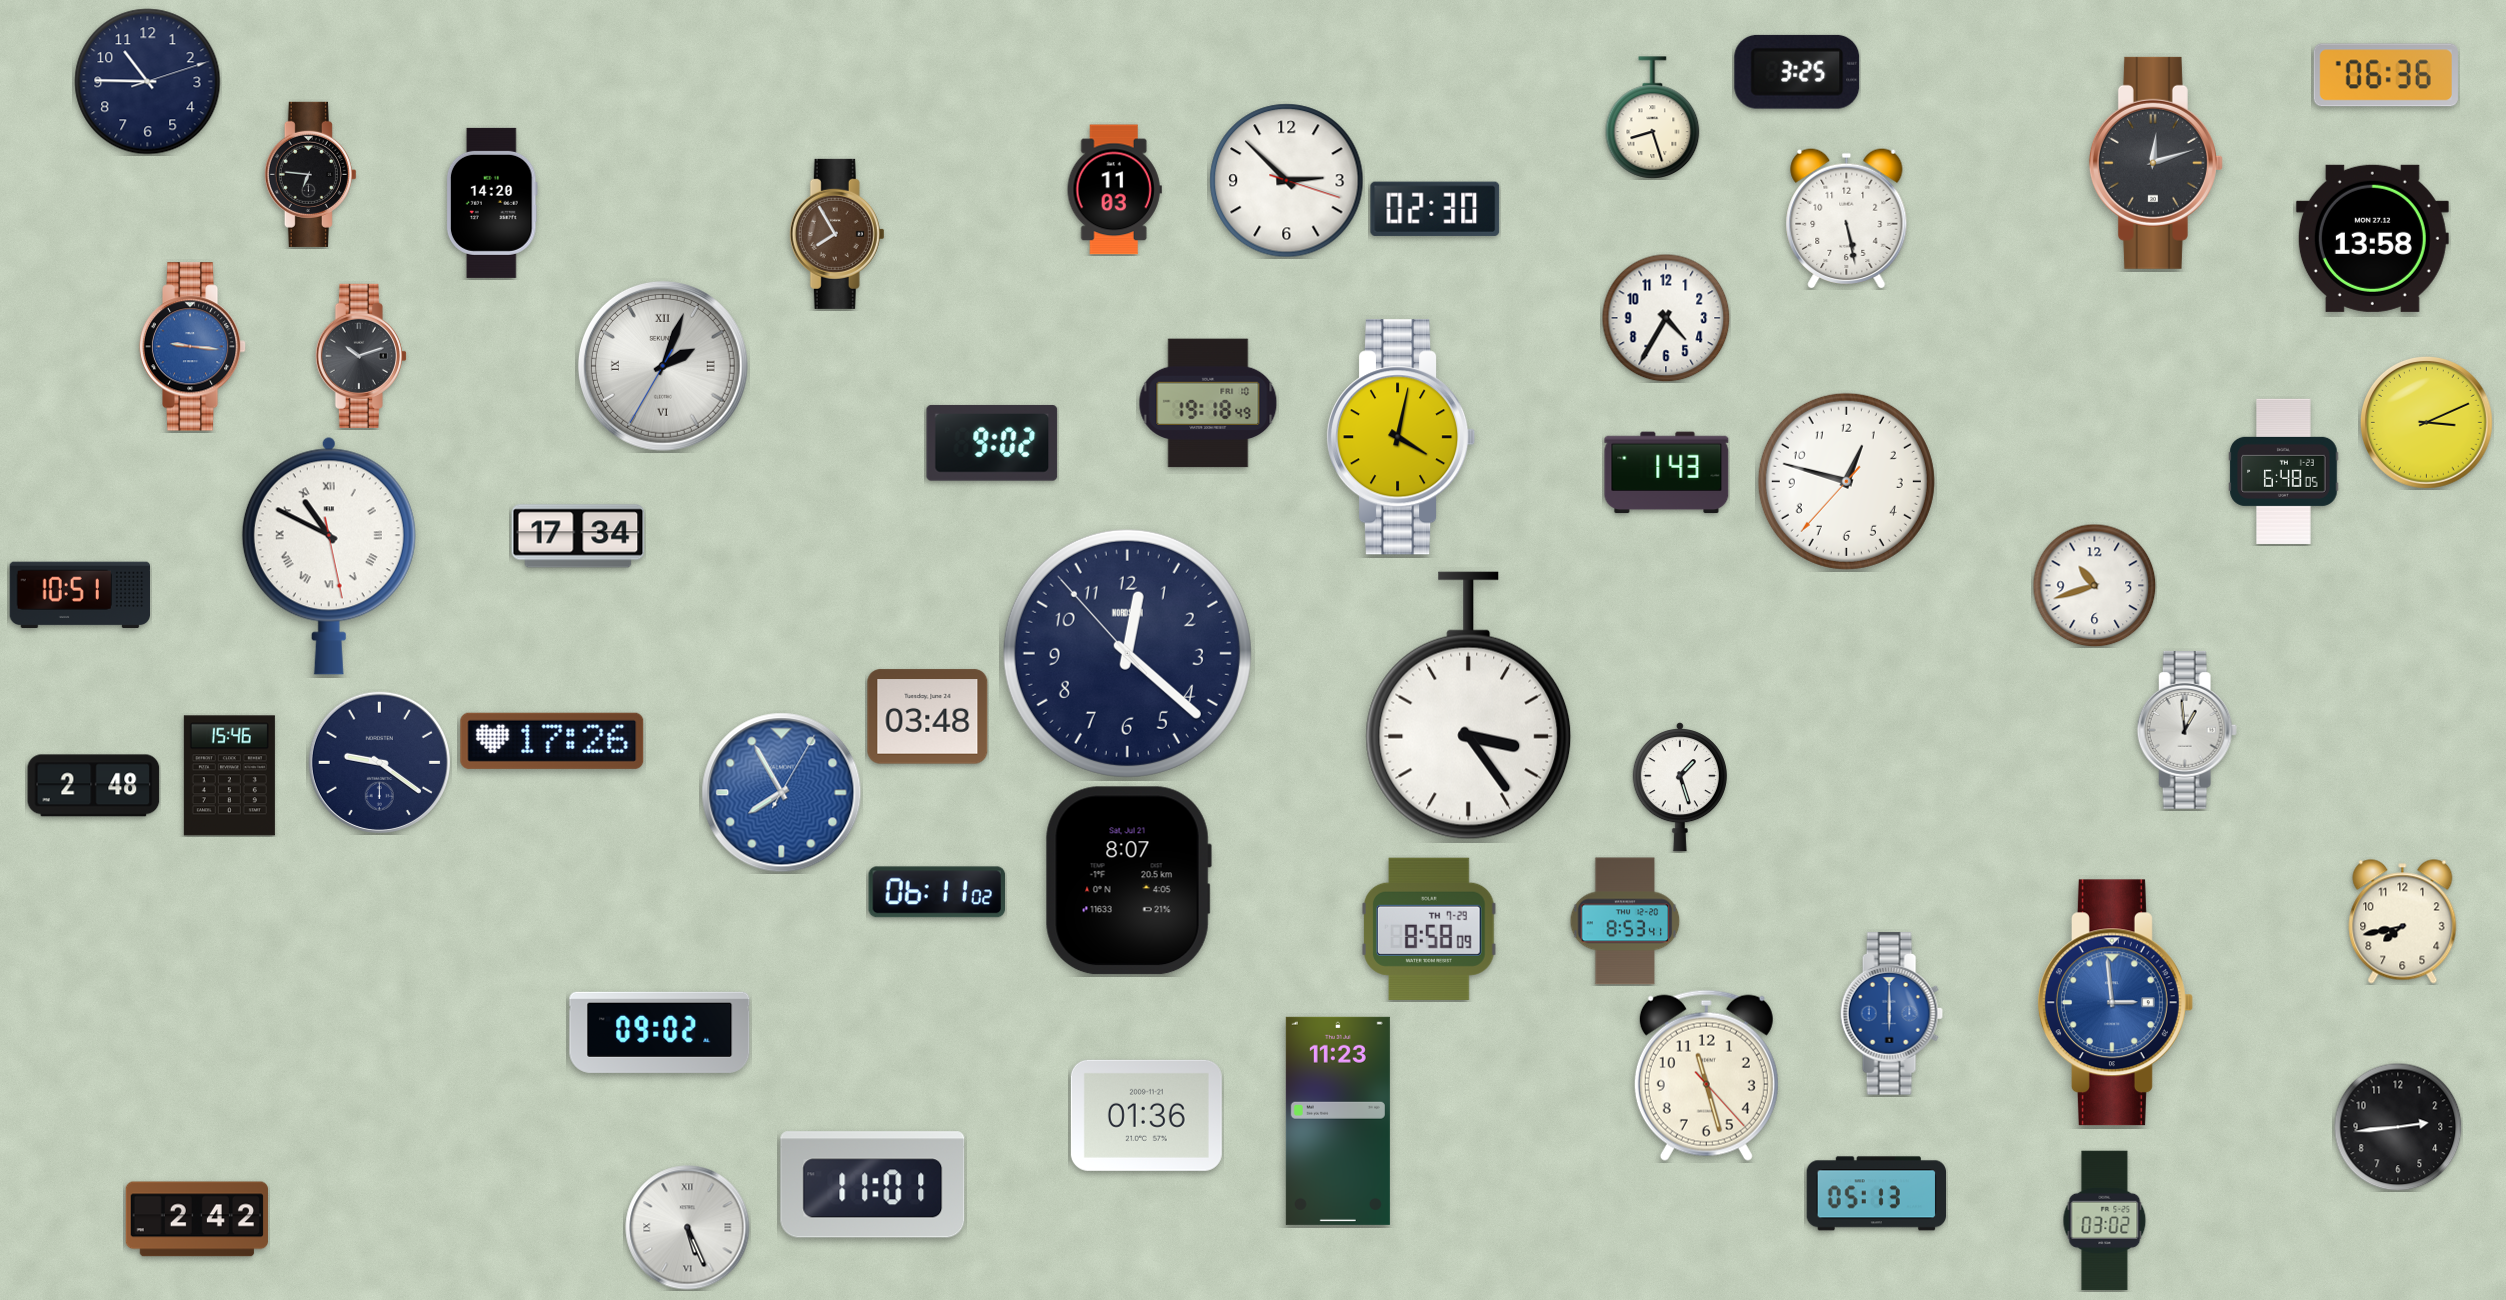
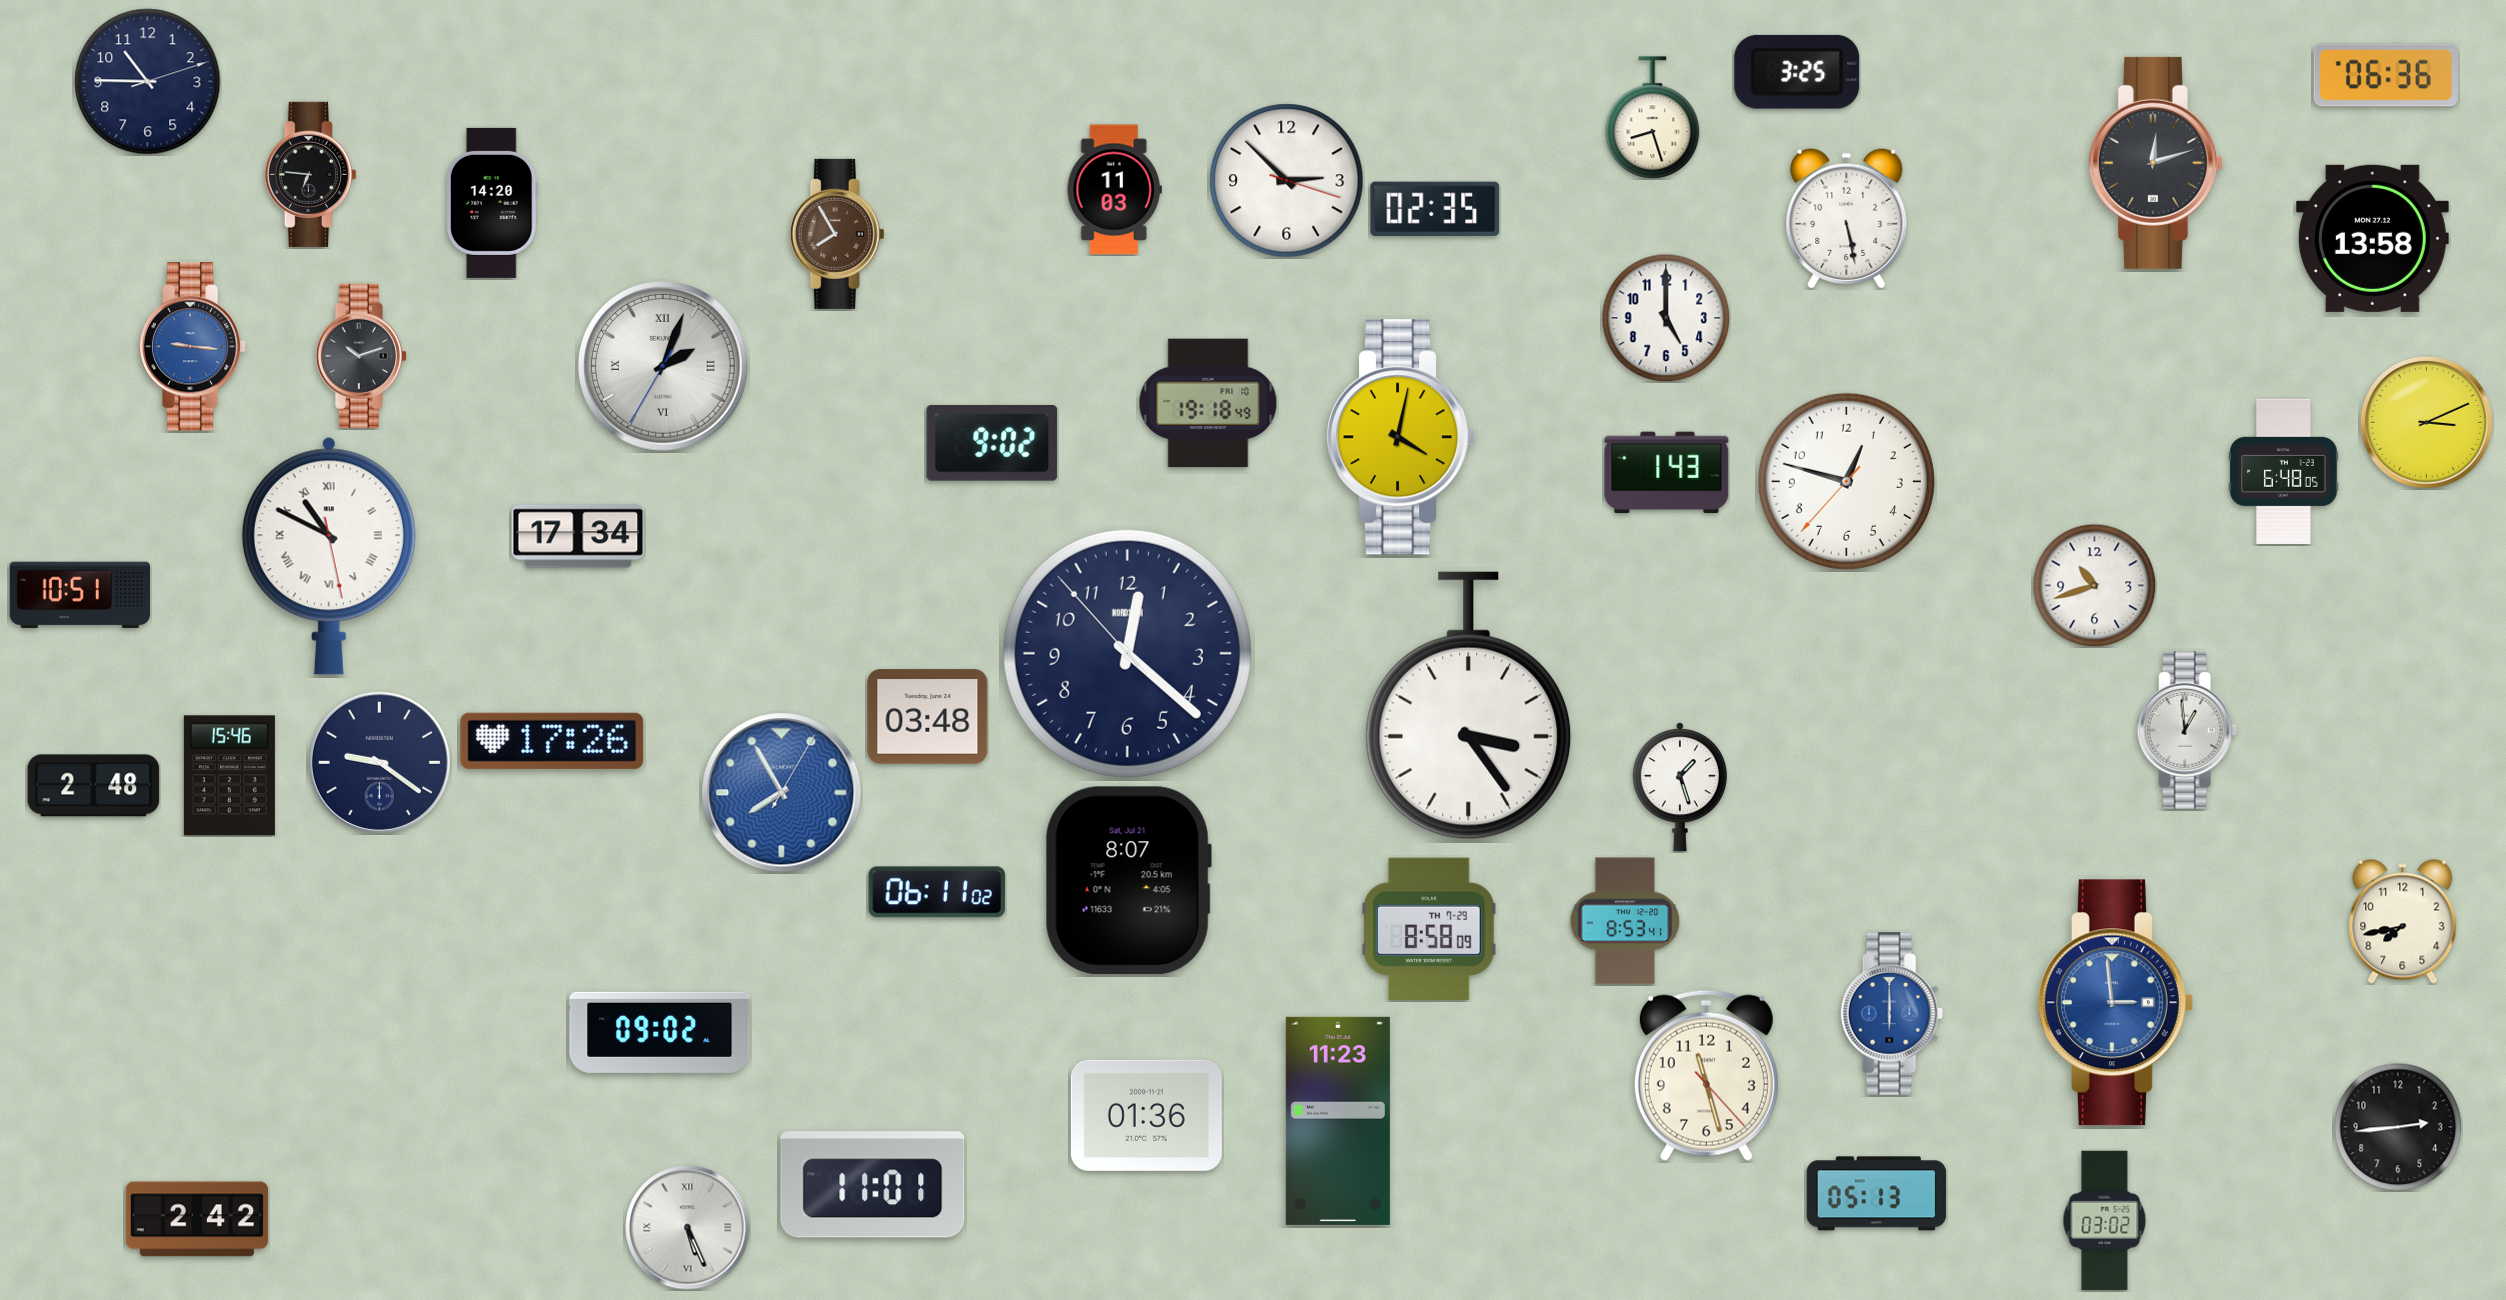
clock at (1435, 209): 02:30 -> 02:35
clock at (1666, 318): 4:35 -> 5:00
